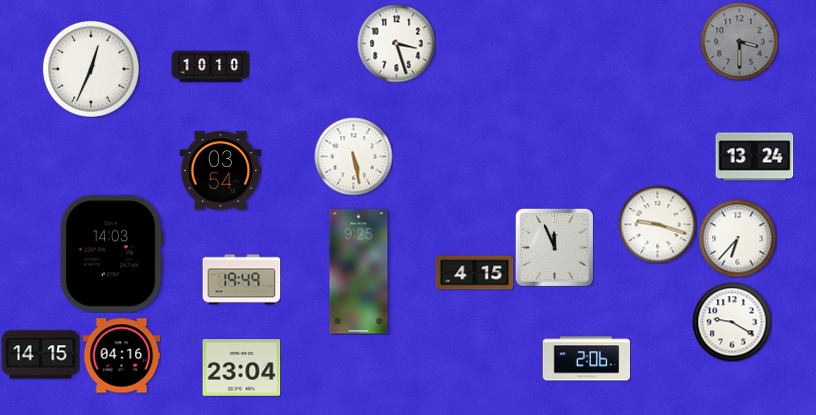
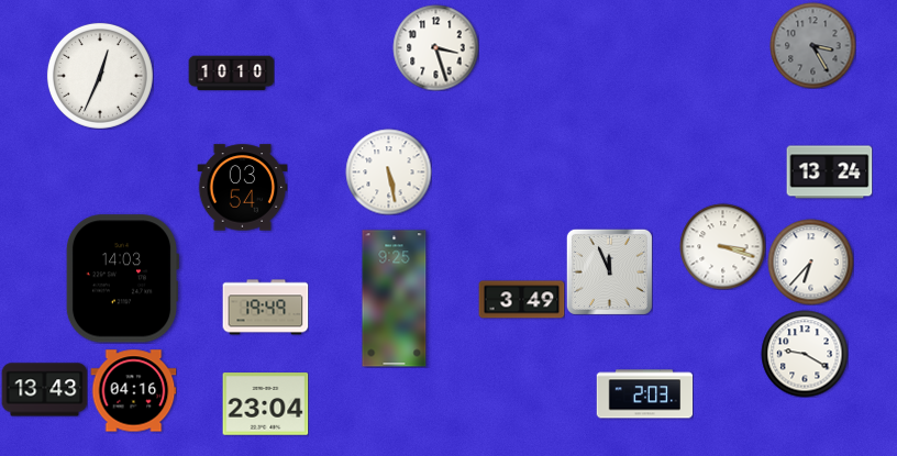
clock at (739, 41): 3:30 -> 3:25
clock at (657, 224): 9:18 -> 3:18
clock at (474, 273): 4:15 -> 3:49
clock at (40, 355): 14:15 -> 13:43
clock at (586, 359): 2:06 -> 2:03
